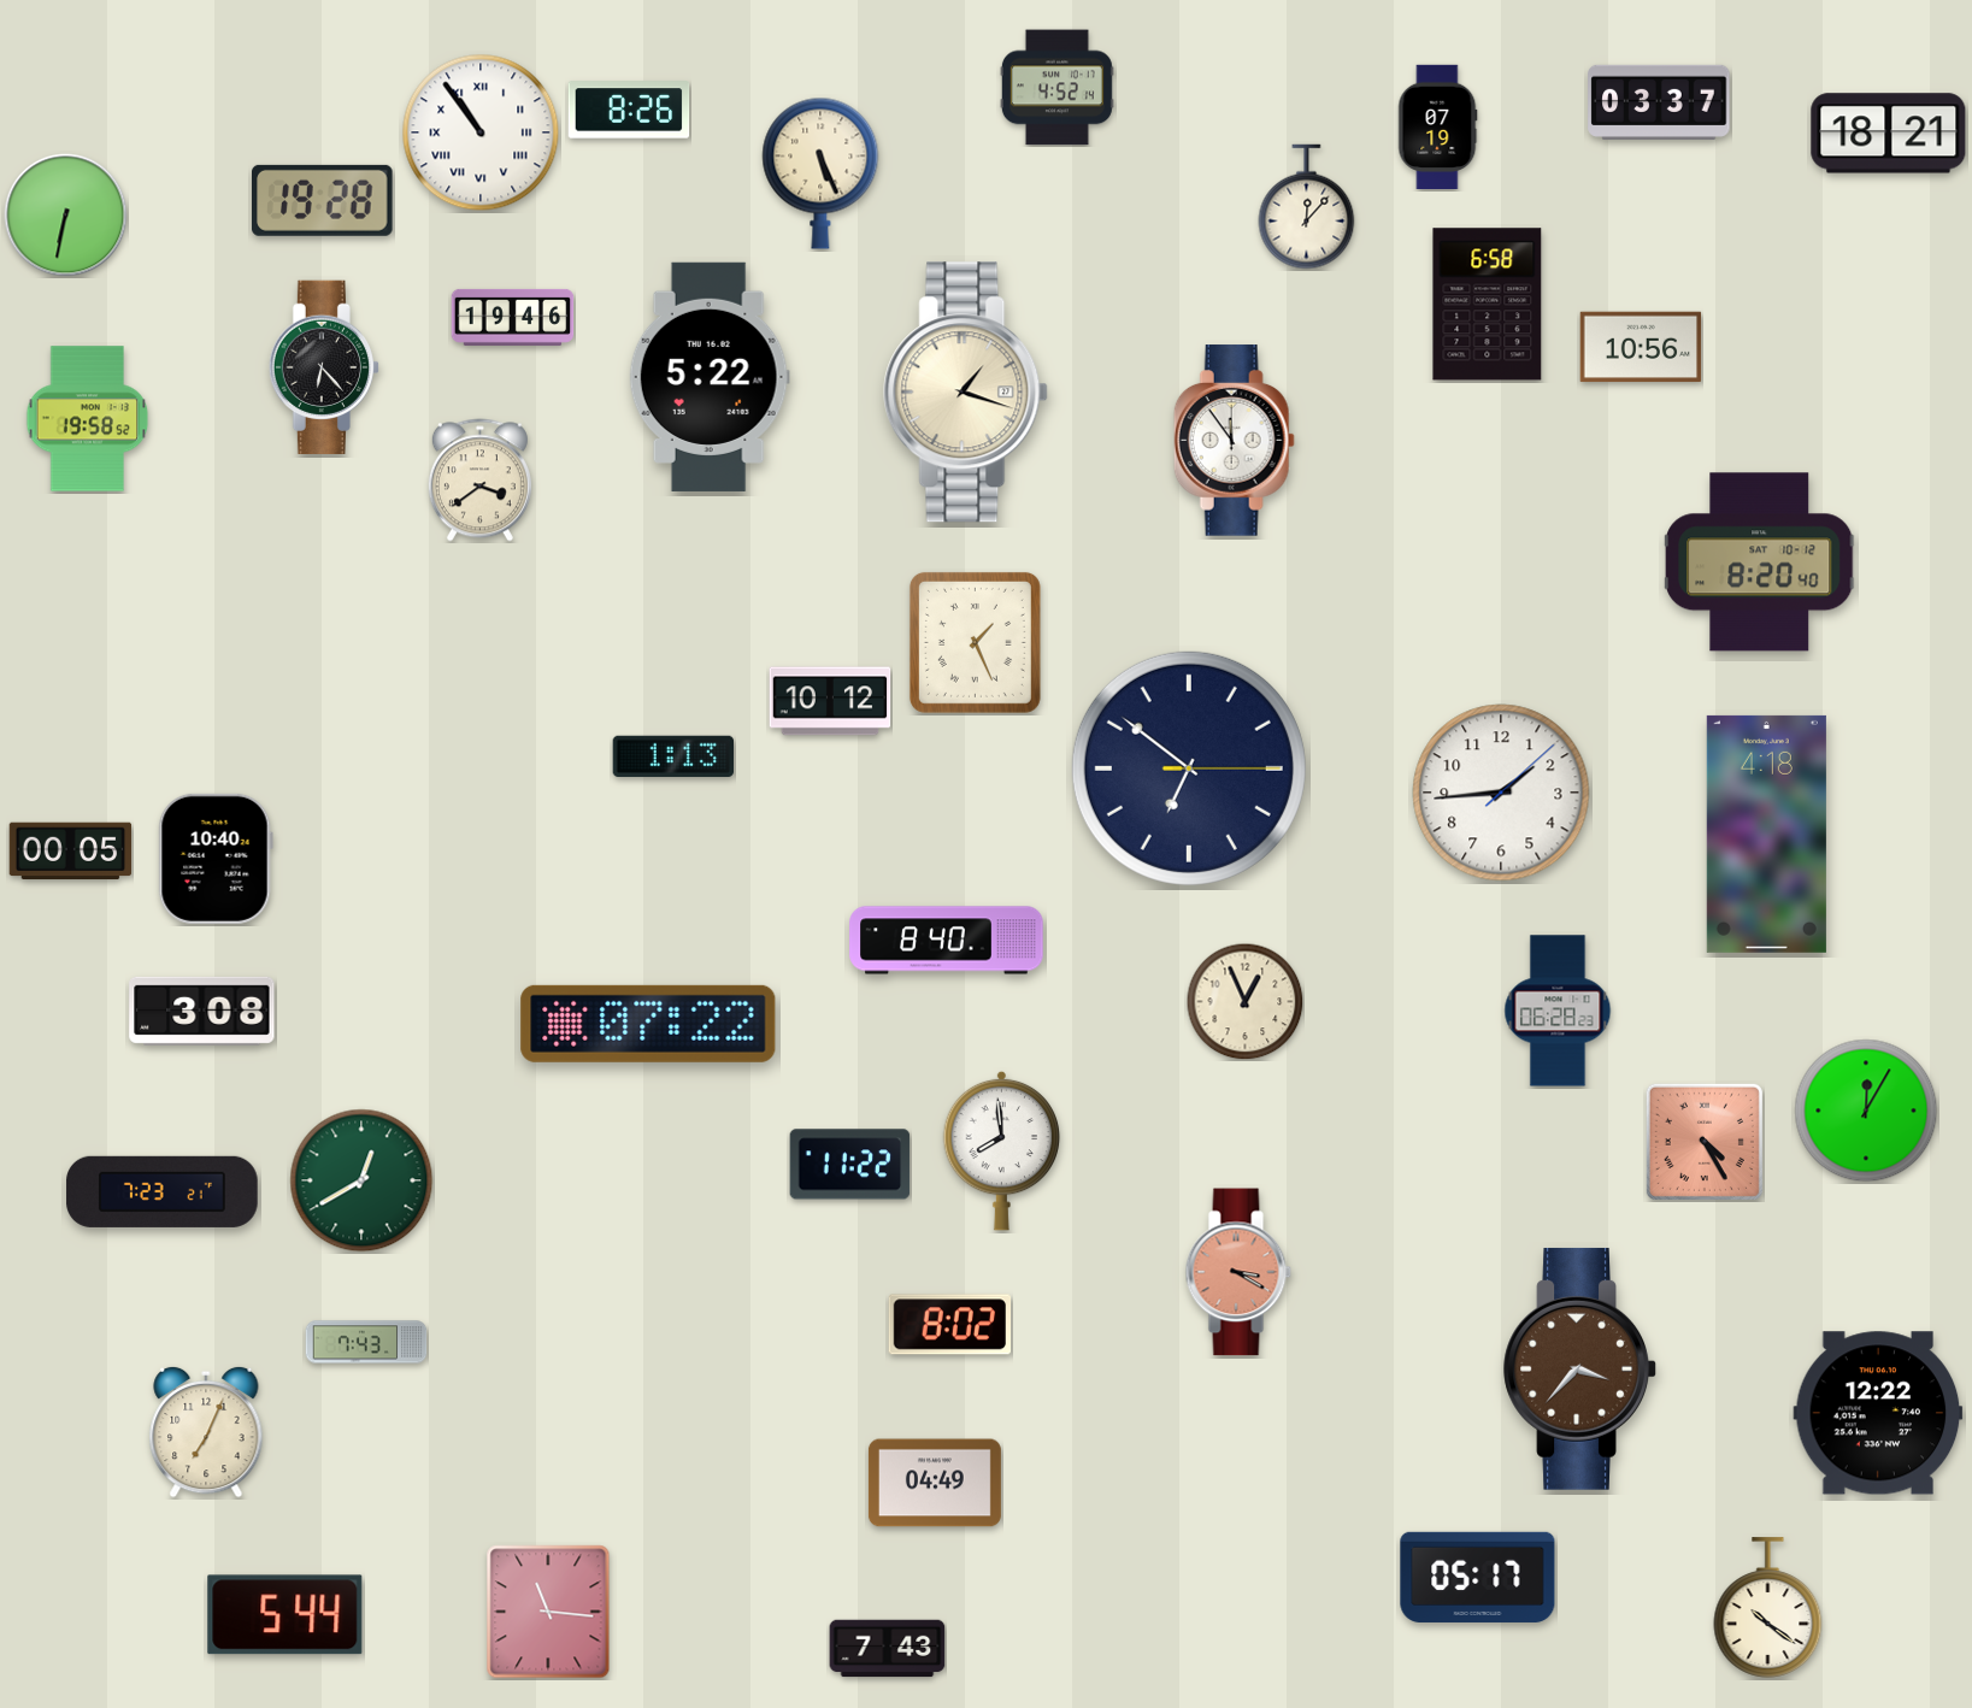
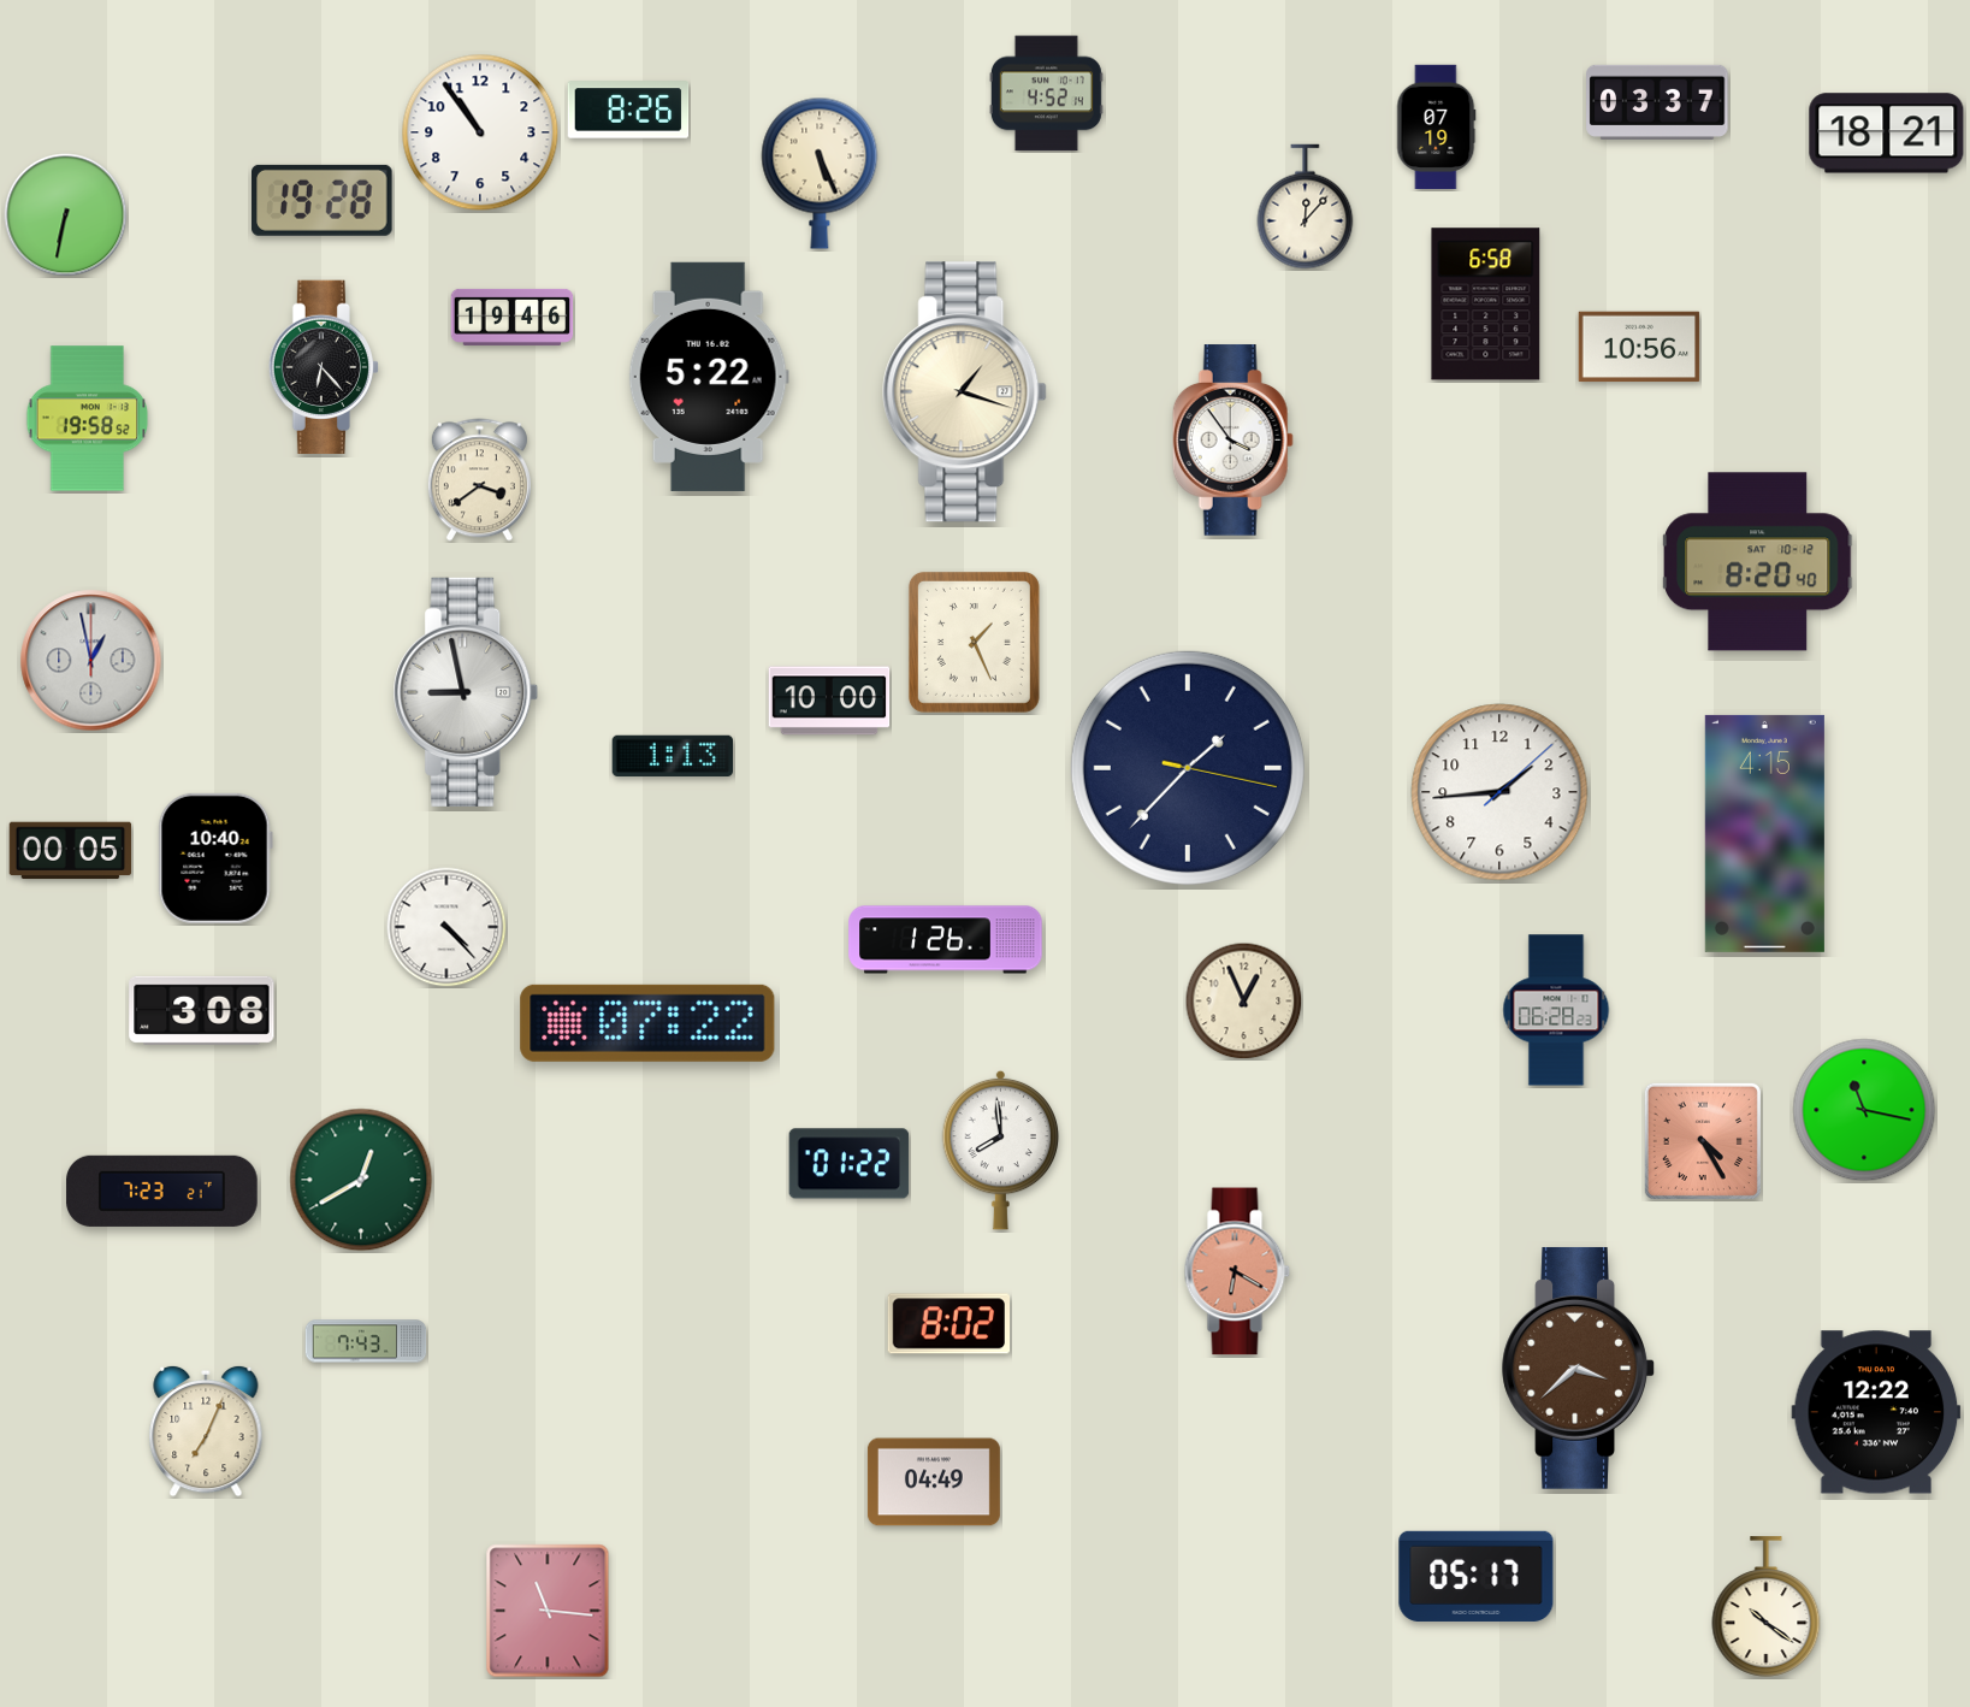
clock at (1056, 88) position: (1056, 88) -> (1046, 94)
clock at (481, 132) numerals: Roman -> Arabic
clock at (1234, 441): 11:54 -> 3:54
clock at (91, 661): none -> 12:58
clock at (466, 692): none -> 8:58
clock at (830, 701): 10:12 -> 10:00
clock at (1189, 768): 6:51 -> 1:37
clock at (1766, 834): 4:18 -> 4:15
clock at (446, 927): none -> 4:23
clock at (947, 941): 8:40 -> 1:26
clock at (1866, 1111): 12:05 -> 11:17
clock at (850, 1165): 11:22 -> 01:22
clock at (1238, 1272): 3:20 -> 6:20
clock at (1580, 1368): 3:37 -> 3:38
clock at (286, 1615): 5:44 -> none
clock at (888, 1649): 7:43 -> none
